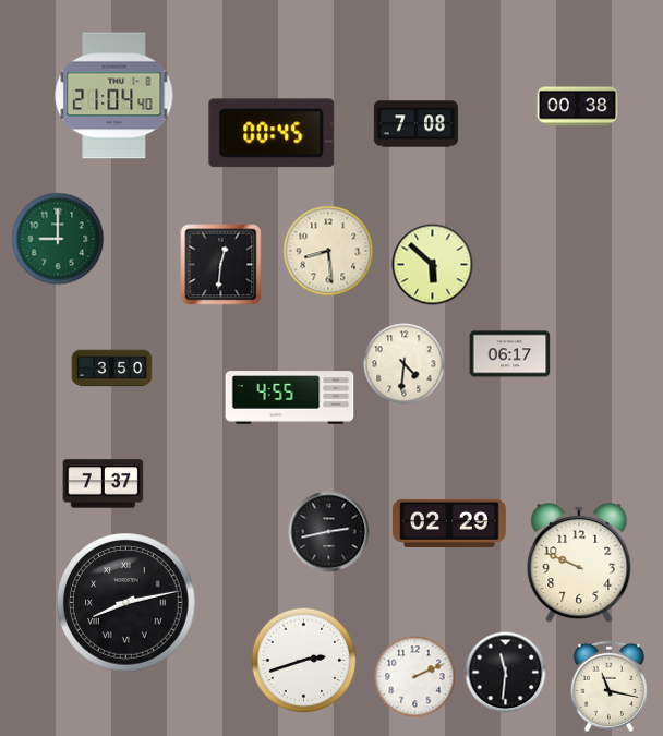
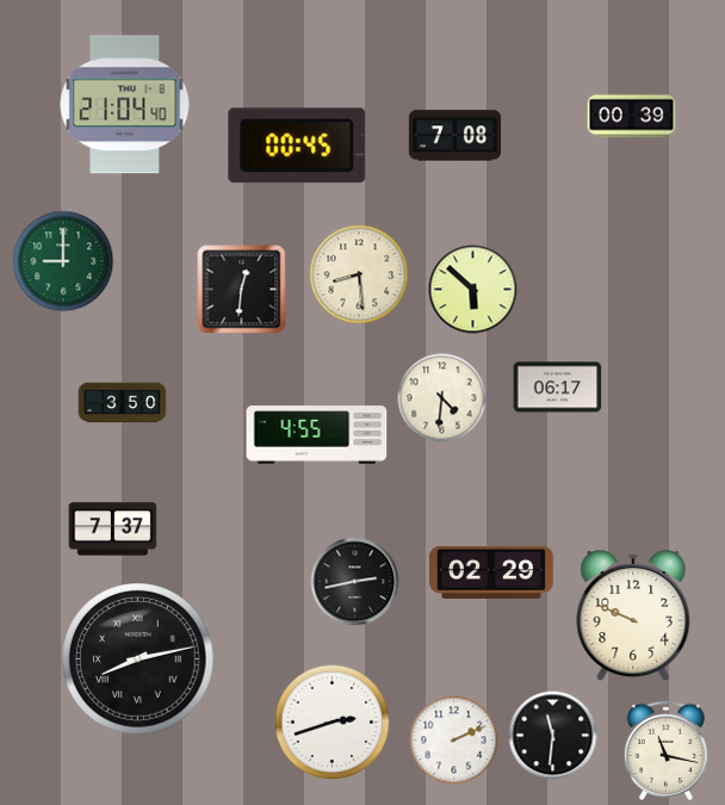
clock at (578, 107): 00:38 -> 00:39
clock at (329, 532) position: (329, 532) -> (355, 582)
